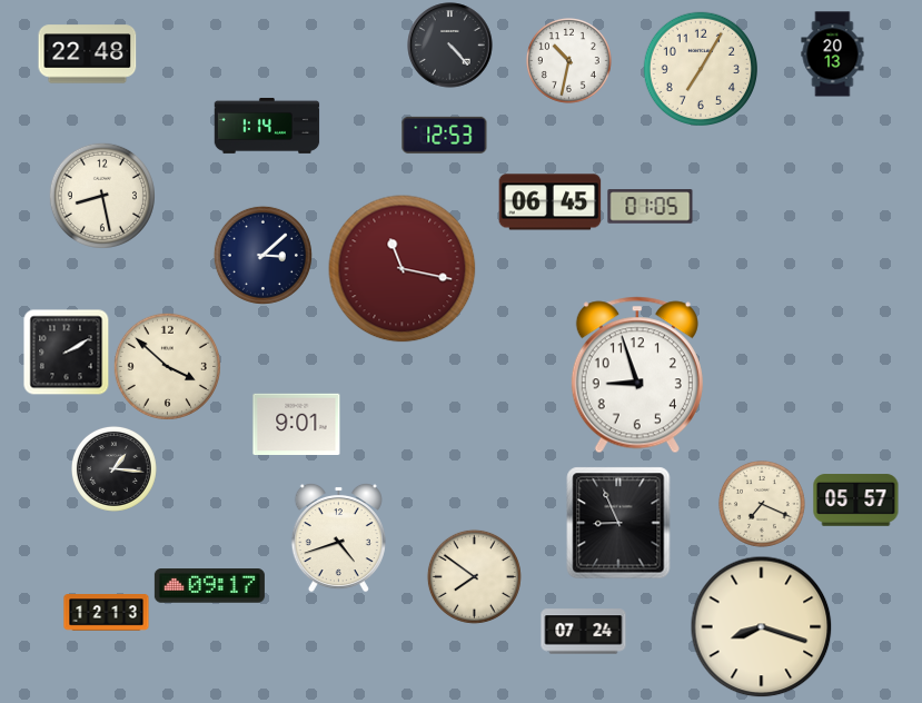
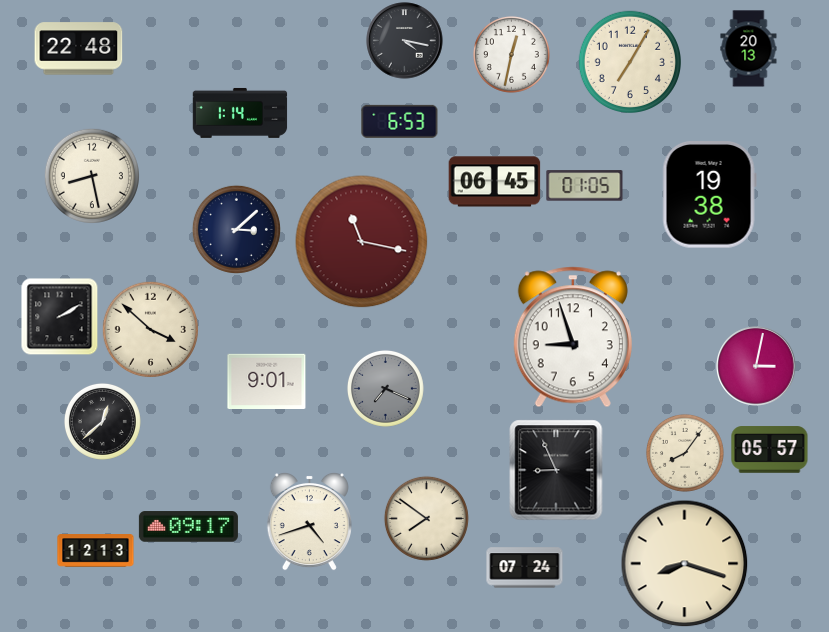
clock at (450, 46): 4:23 -> 4:17
clock at (568, 60): 10:32 -> 12:32
clock at (445, 135): 12:53 -> 6:53
clock at (709, 195): none -> 19:38
clock at (756, 366): none -> 3:02
clock at (385, 388): none -> 7:19
clock at (113, 468): 1:16 -> 12:38
clock at (762, 504): 7:19 -> 8:06
clock at (338, 537) position: (338, 537) -> (309, 521)
